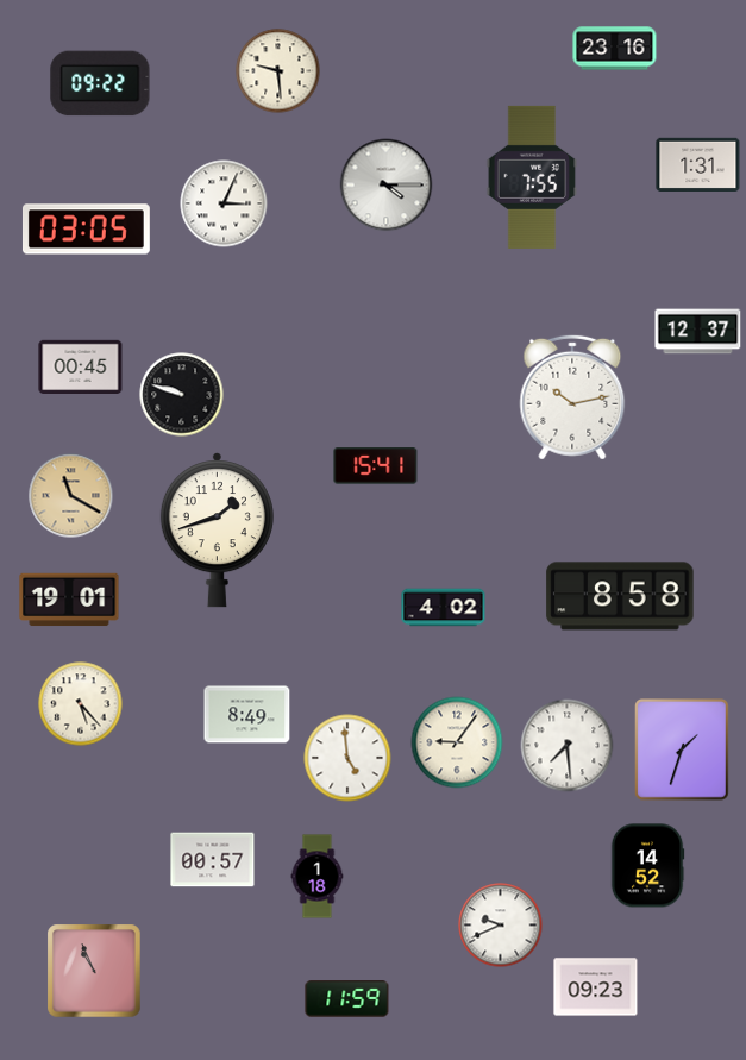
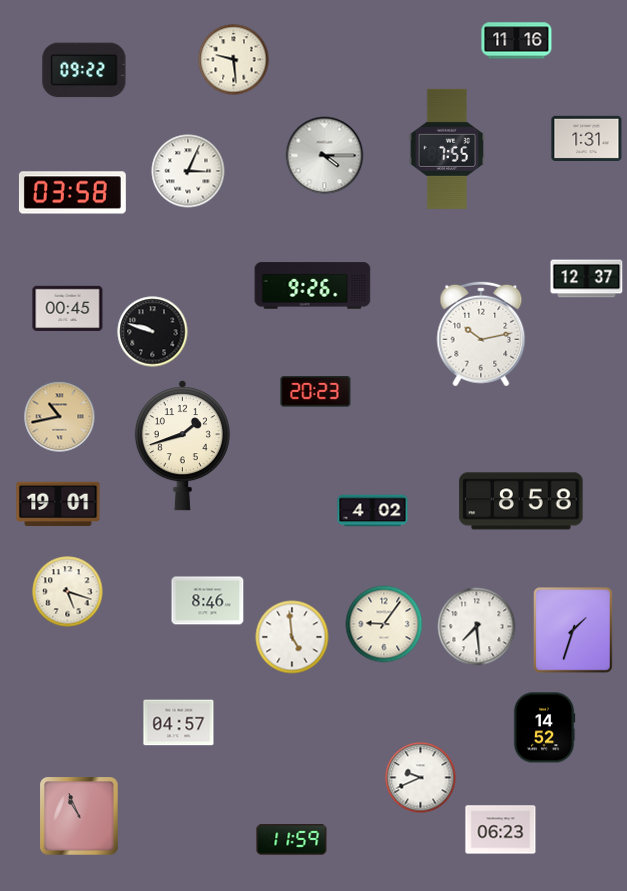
clock at (615, 49): 23:16 -> 11:16
clock at (86, 230): 03:05 -> 03:58
clock at (313, 286): none -> 9:26
clock at (376, 466): 15:41 -> 20:23
clock at (71, 496): 11:20 -> 10:43
clock at (81, 704): 5:23 -> 5:18
clock at (247, 715): 8:49 -> 8:46
clock at (213, 860): 00:57 -> 04:57
clock at (318, 877): 1:18 -> none
clock at (596, 987): 09:23 -> 06:23
